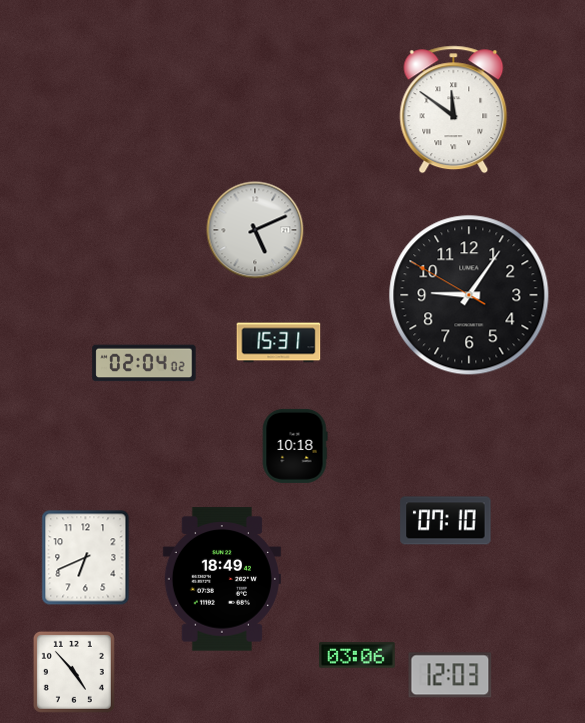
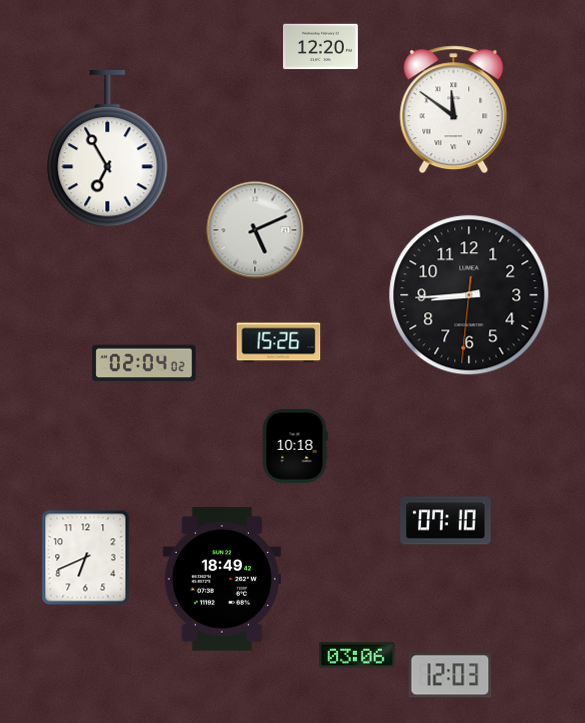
clock at (321, 47): none -> 12:20
clock at (108, 150): none -> 6:55
clock at (469, 295): 9:05 -> 8:44
clock at (279, 343): 15:31 -> 15:26
clock at (74, 672): 4:53 -> none
